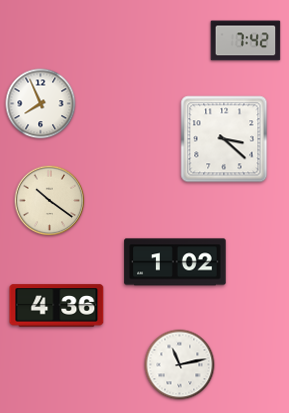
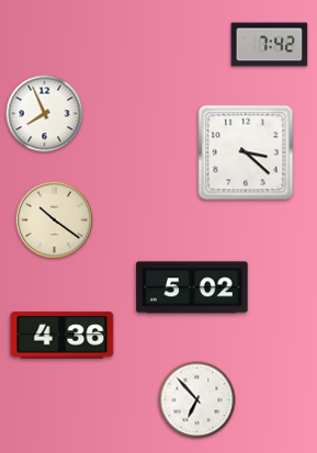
clock at (175, 262): 1:02 -> 5:02
clock at (180, 365): 11:13 -> 6:53
